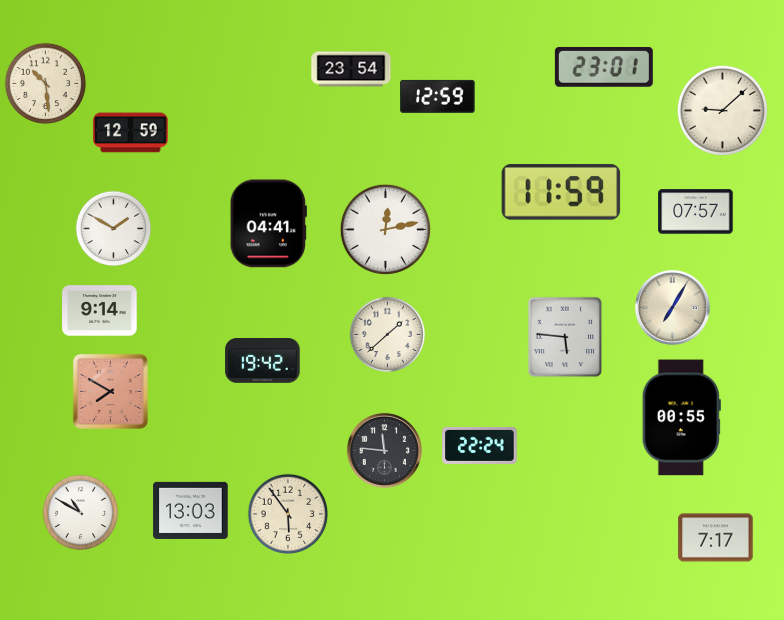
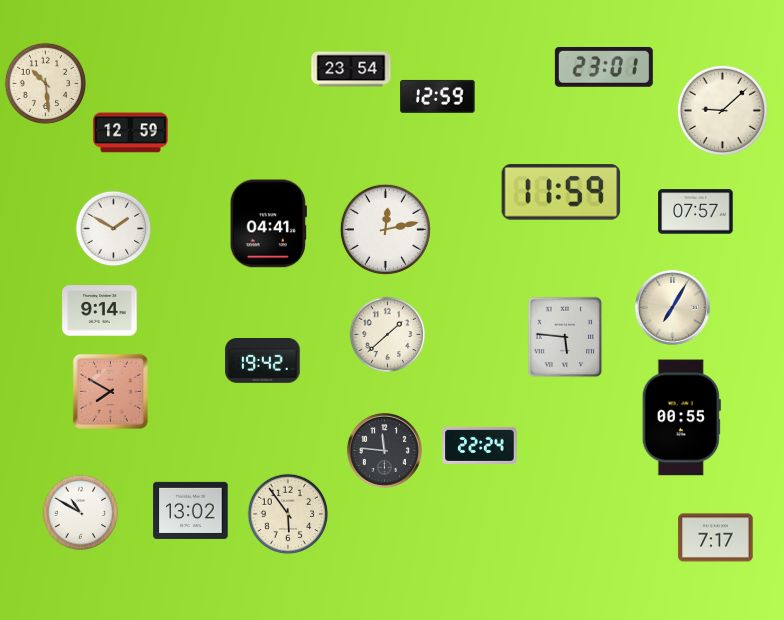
clock at (191, 510): 13:03 -> 13:02
